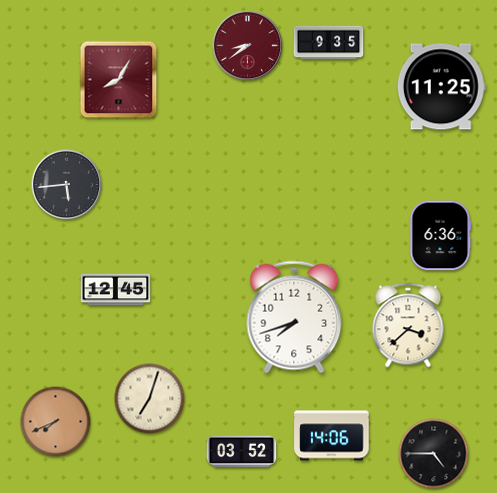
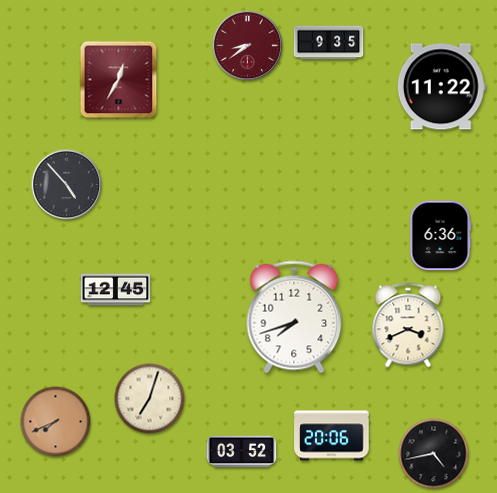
clock at (119, 80): 8:05 -> 12:35
clock at (441, 87): 11:25 -> 11:22
clock at (67, 185): 5:44 -> 4:53
clock at (408, 325): 3:38 -> 3:41
clock at (332, 436): 14:06 -> 20:06
clock at (434, 454): 4:45 -> 4:43
